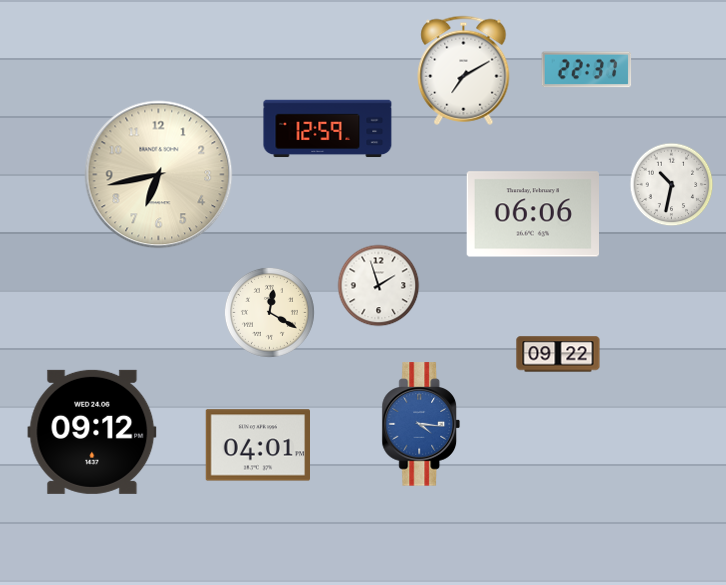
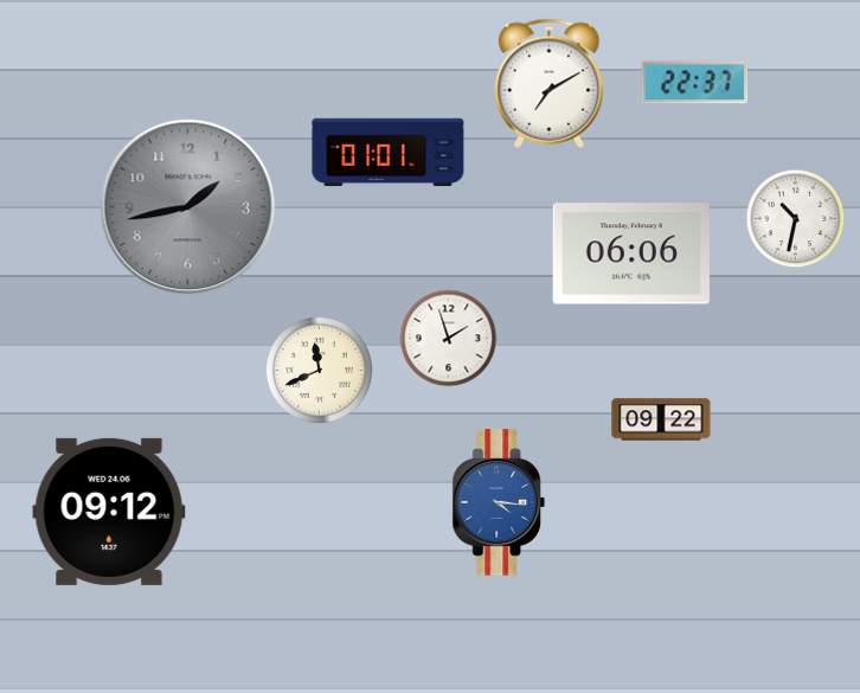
clock at (328, 129): 12:59 -> 01:01
clock at (159, 175): 6:43 -> 1:43
clock at (159, 175) dial: cream -> grey
clock at (269, 312): 12:20 -> 11:41
clock at (257, 445): 04:01 -> none
